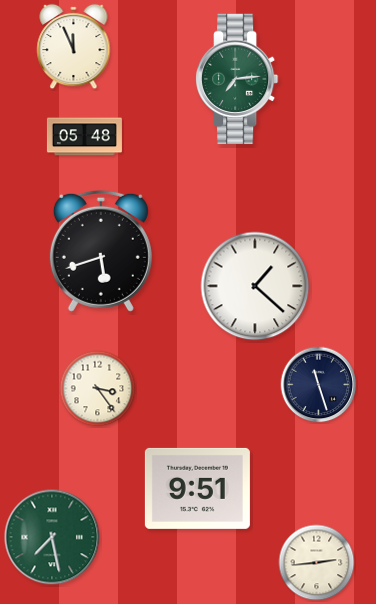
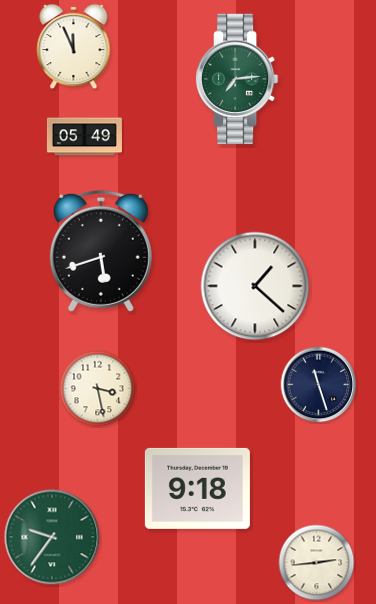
clock at (84, 137): 05:48 -> 05:49
clock at (98, 389): 3:24 -> 3:28
clock at (197, 488): 9:51 -> 9:18
clock at (52, 537): 7:28 -> 9:36
